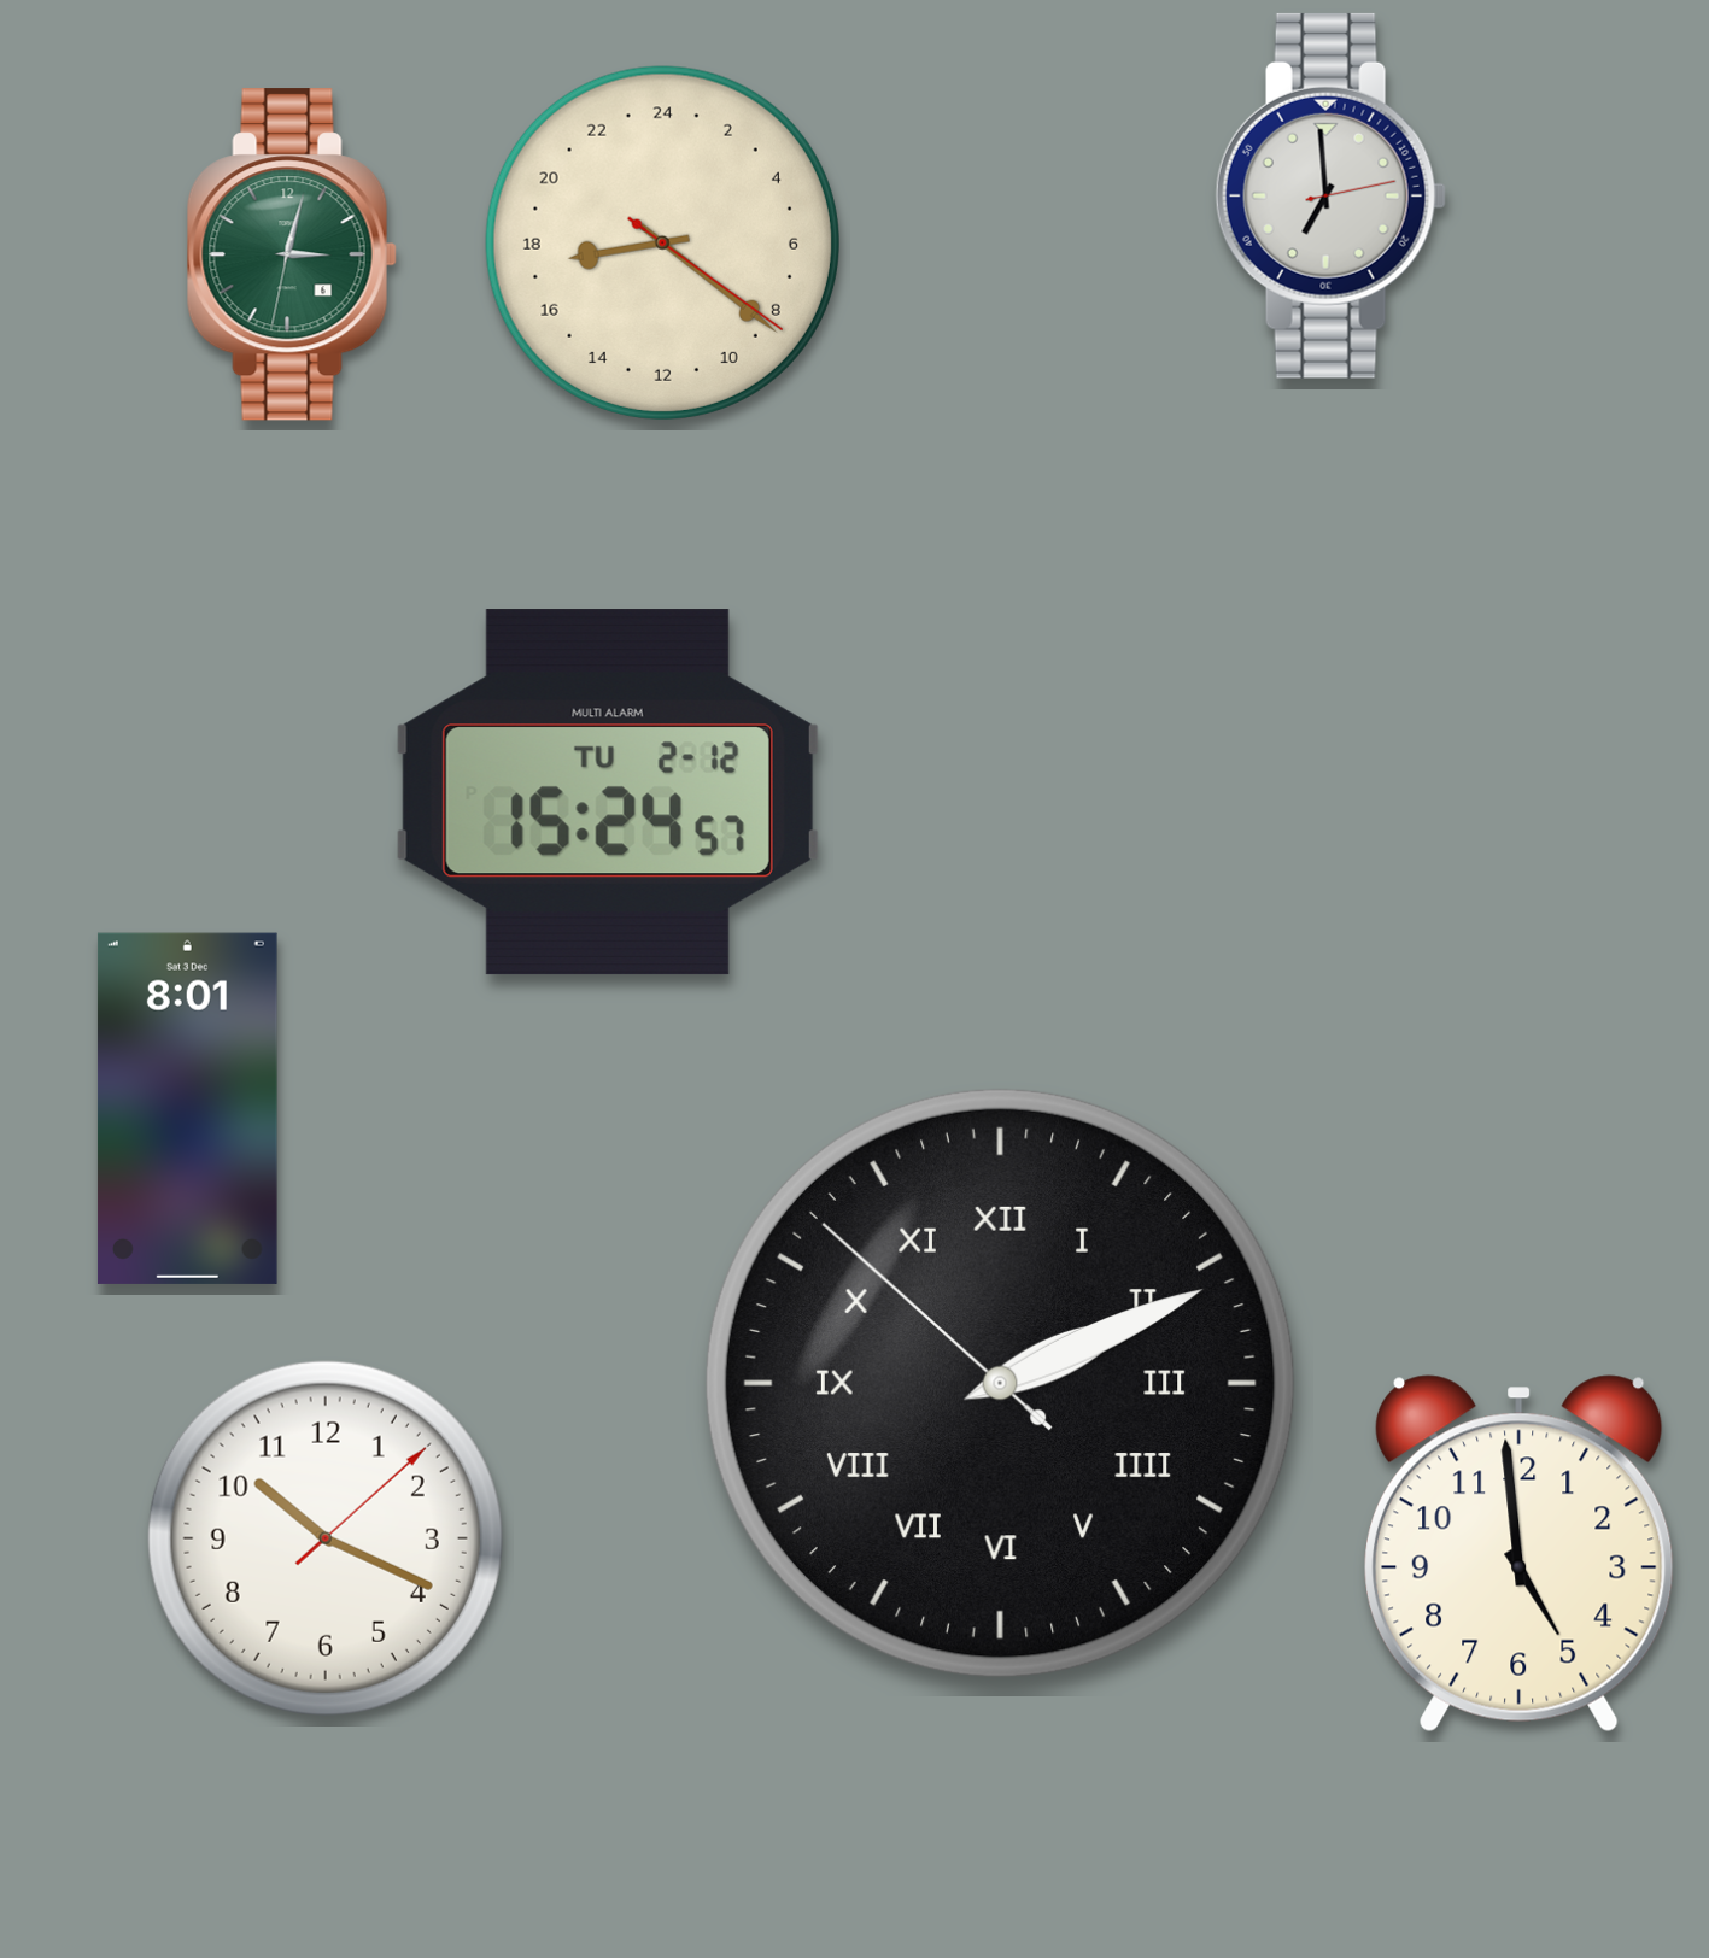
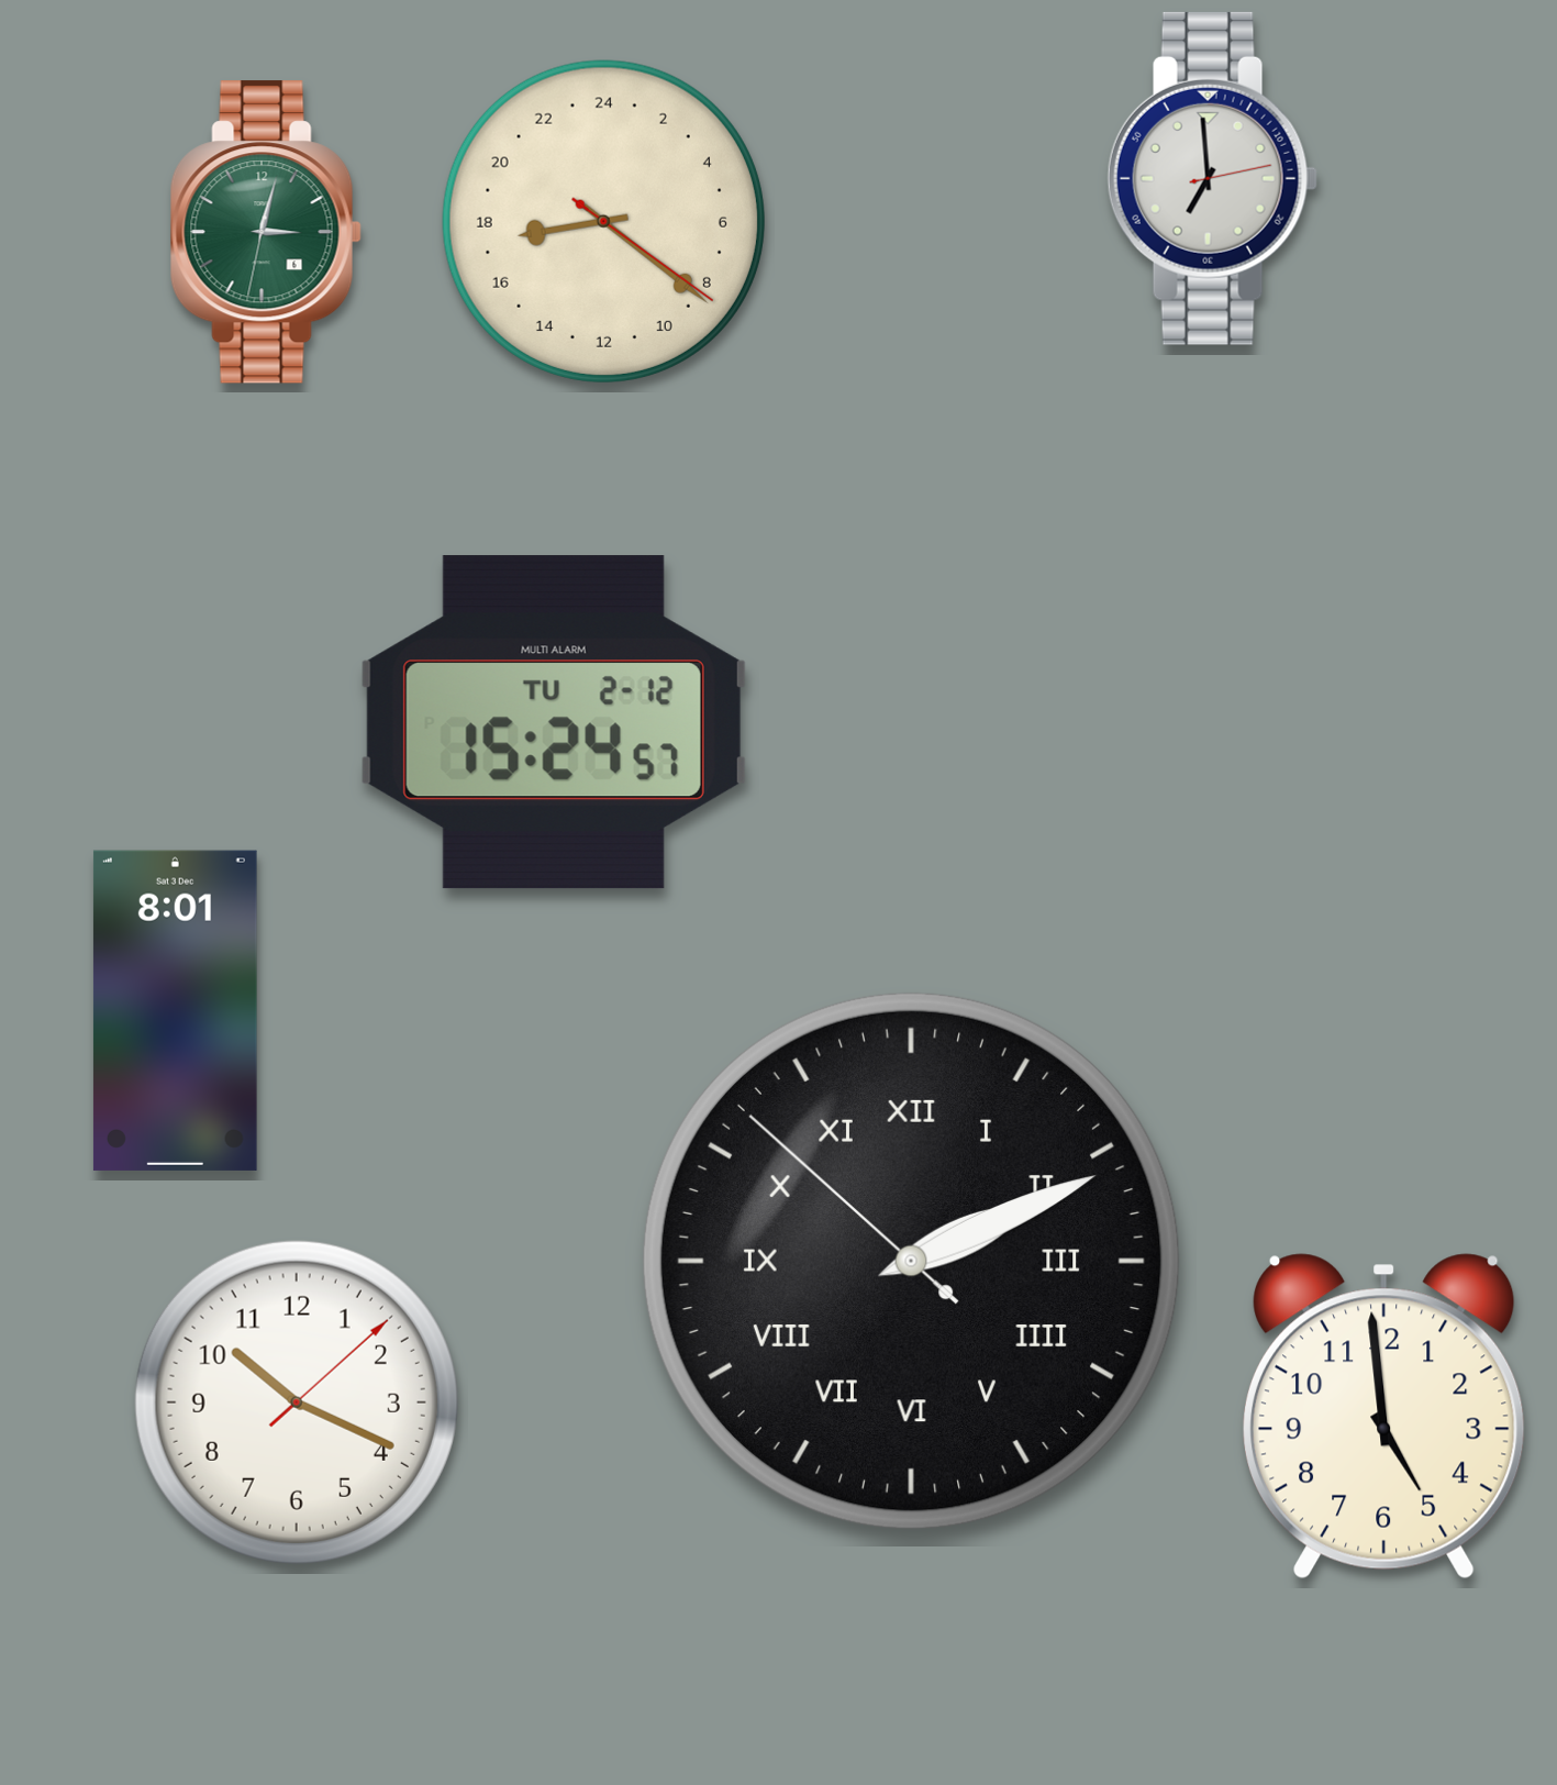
clock at (187, 1108) position: (187, 1108) -> (175, 1010)
